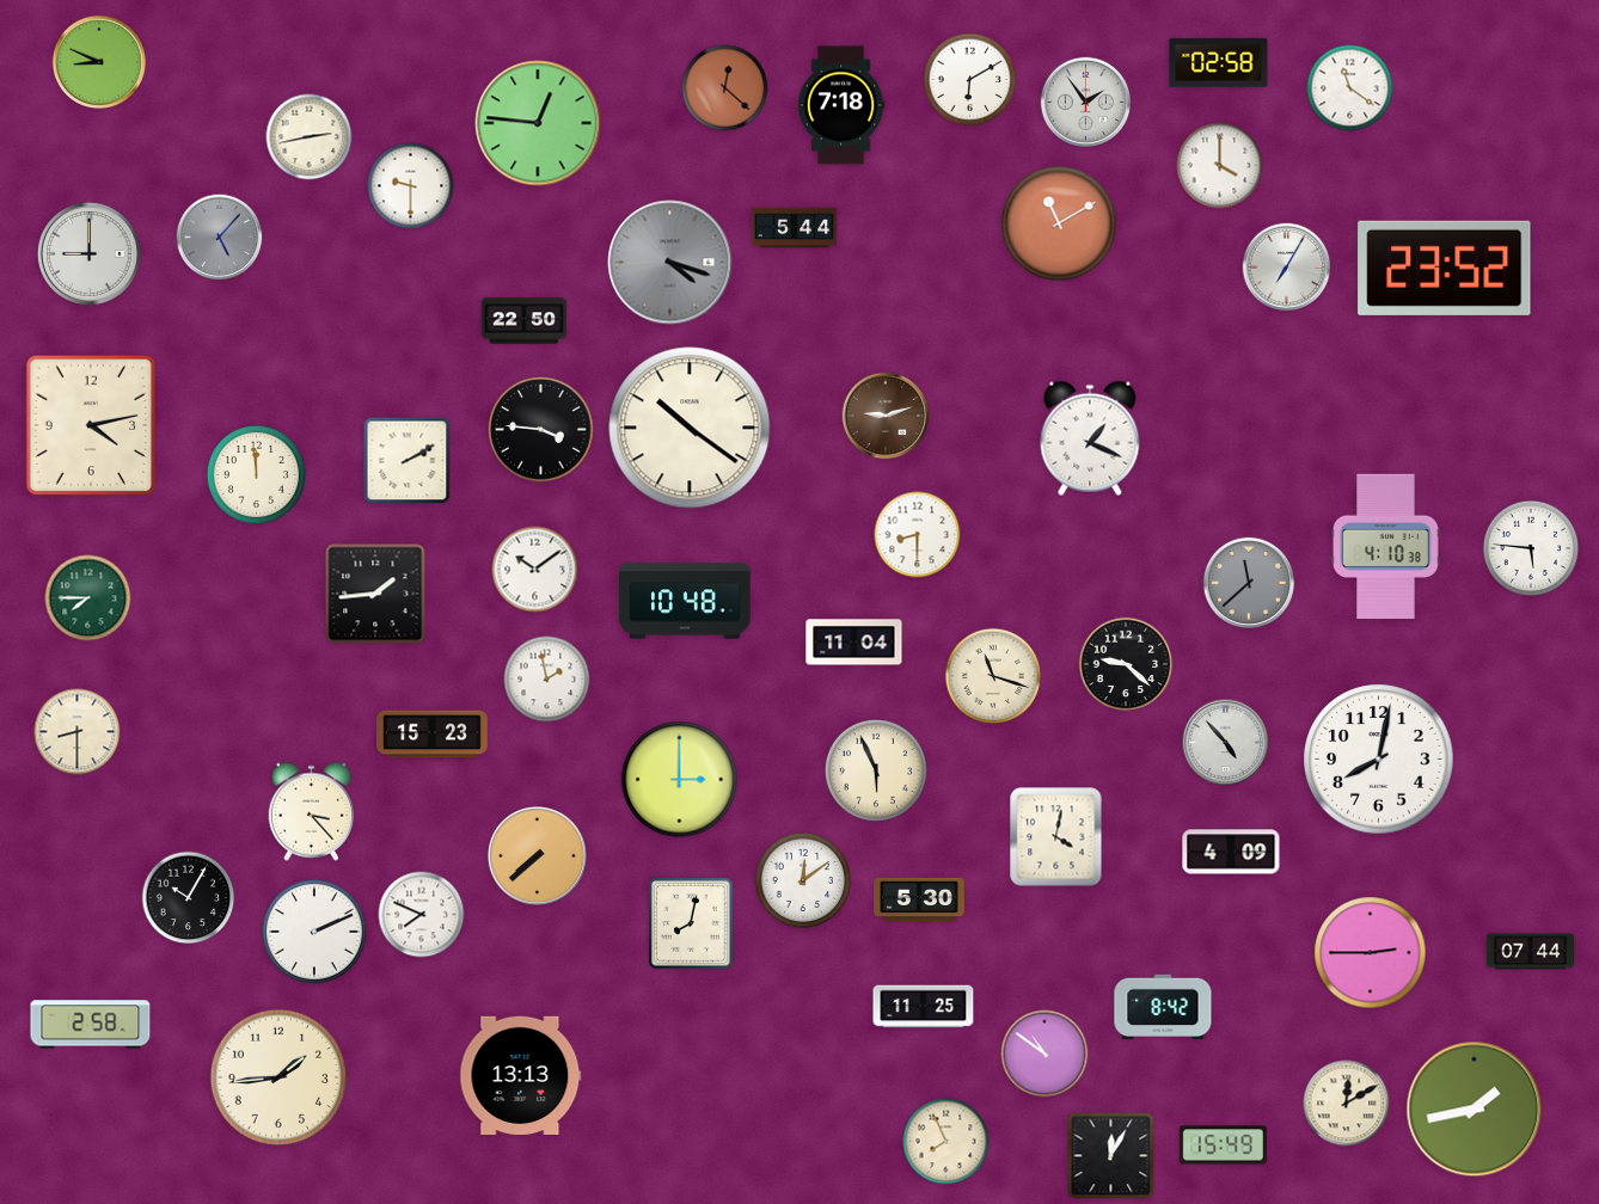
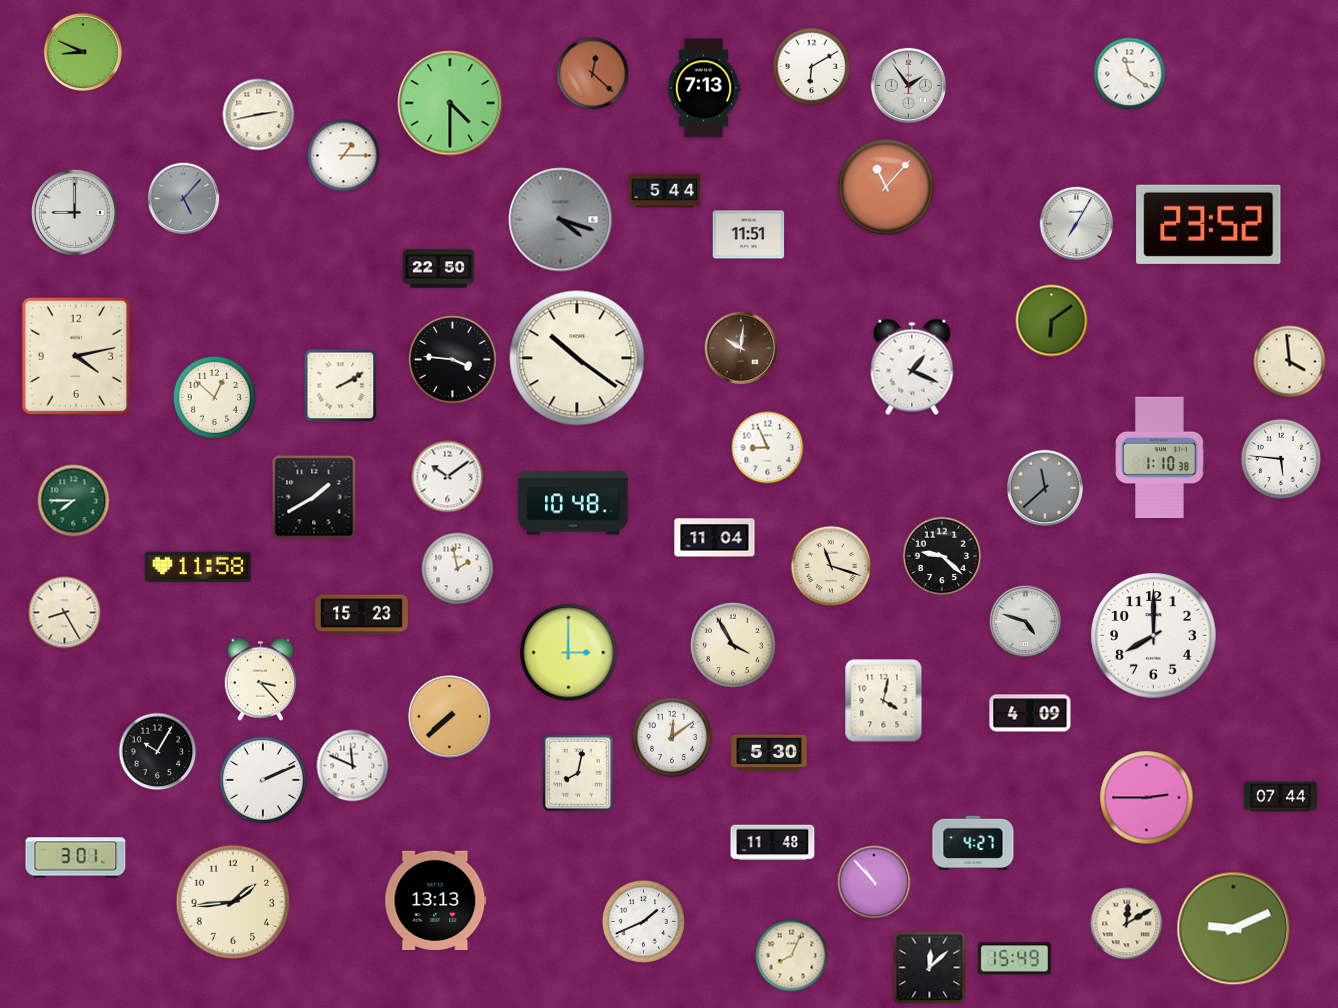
clock at (1219, 63): 02:58 -> none
clock at (725, 88) position: (725, 88) -> (593, 74)
clock at (841, 105): 7:18 -> 7:13
clock at (538, 123): 12:46 -> 4:30
clock at (1220, 166): 4:00 -> none
clock at (411, 186): 9:30 -> 1:15
clock at (1059, 223): 11:10 -> 11:07
clock at (749, 235): none -> 11:51
clock at (1052, 321): none -> 6:09
clock at (886, 416): 9:12 -> 10:01
clock at (1290, 362): none -> 3:59
clock at (256, 474): 11:59 -> 12:52
clock at (918, 535): 8:30 -> 8:56
clock at (1386, 547): 4:10 -> 1:10
clock at (375, 594): 1:44 -> 1:40
clock at (198, 567): none -> 11:58
clock at (78, 732): 8:30 -> 8:25
clock at (1226, 743): 4:53 -> 4:48
clock at (1379, 760): 8:02 -> 8:00
clock at (876, 770): 5:56 -> 3:55
clock at (422, 915): 7:49 -> 11:49
clock at (924, 1007): 11:25 -> 11:48
clock at (1163, 1007): 8:42 -> 4:27
clock at (91, 1025): 2:58 -> 3:01
clock at (1044, 1053): 10:51 -> 10:53
clock at (643, 921): none -> 1:41
clock at (1475, 1110): 1:43 -> 9:11
clock at (946, 1142): 7:56 -> 8:04
clock at (1223, 1145) position: (1223, 1145) -> (1014, 959)
clock at (1111, 1156): 12:05 -> 12:08
